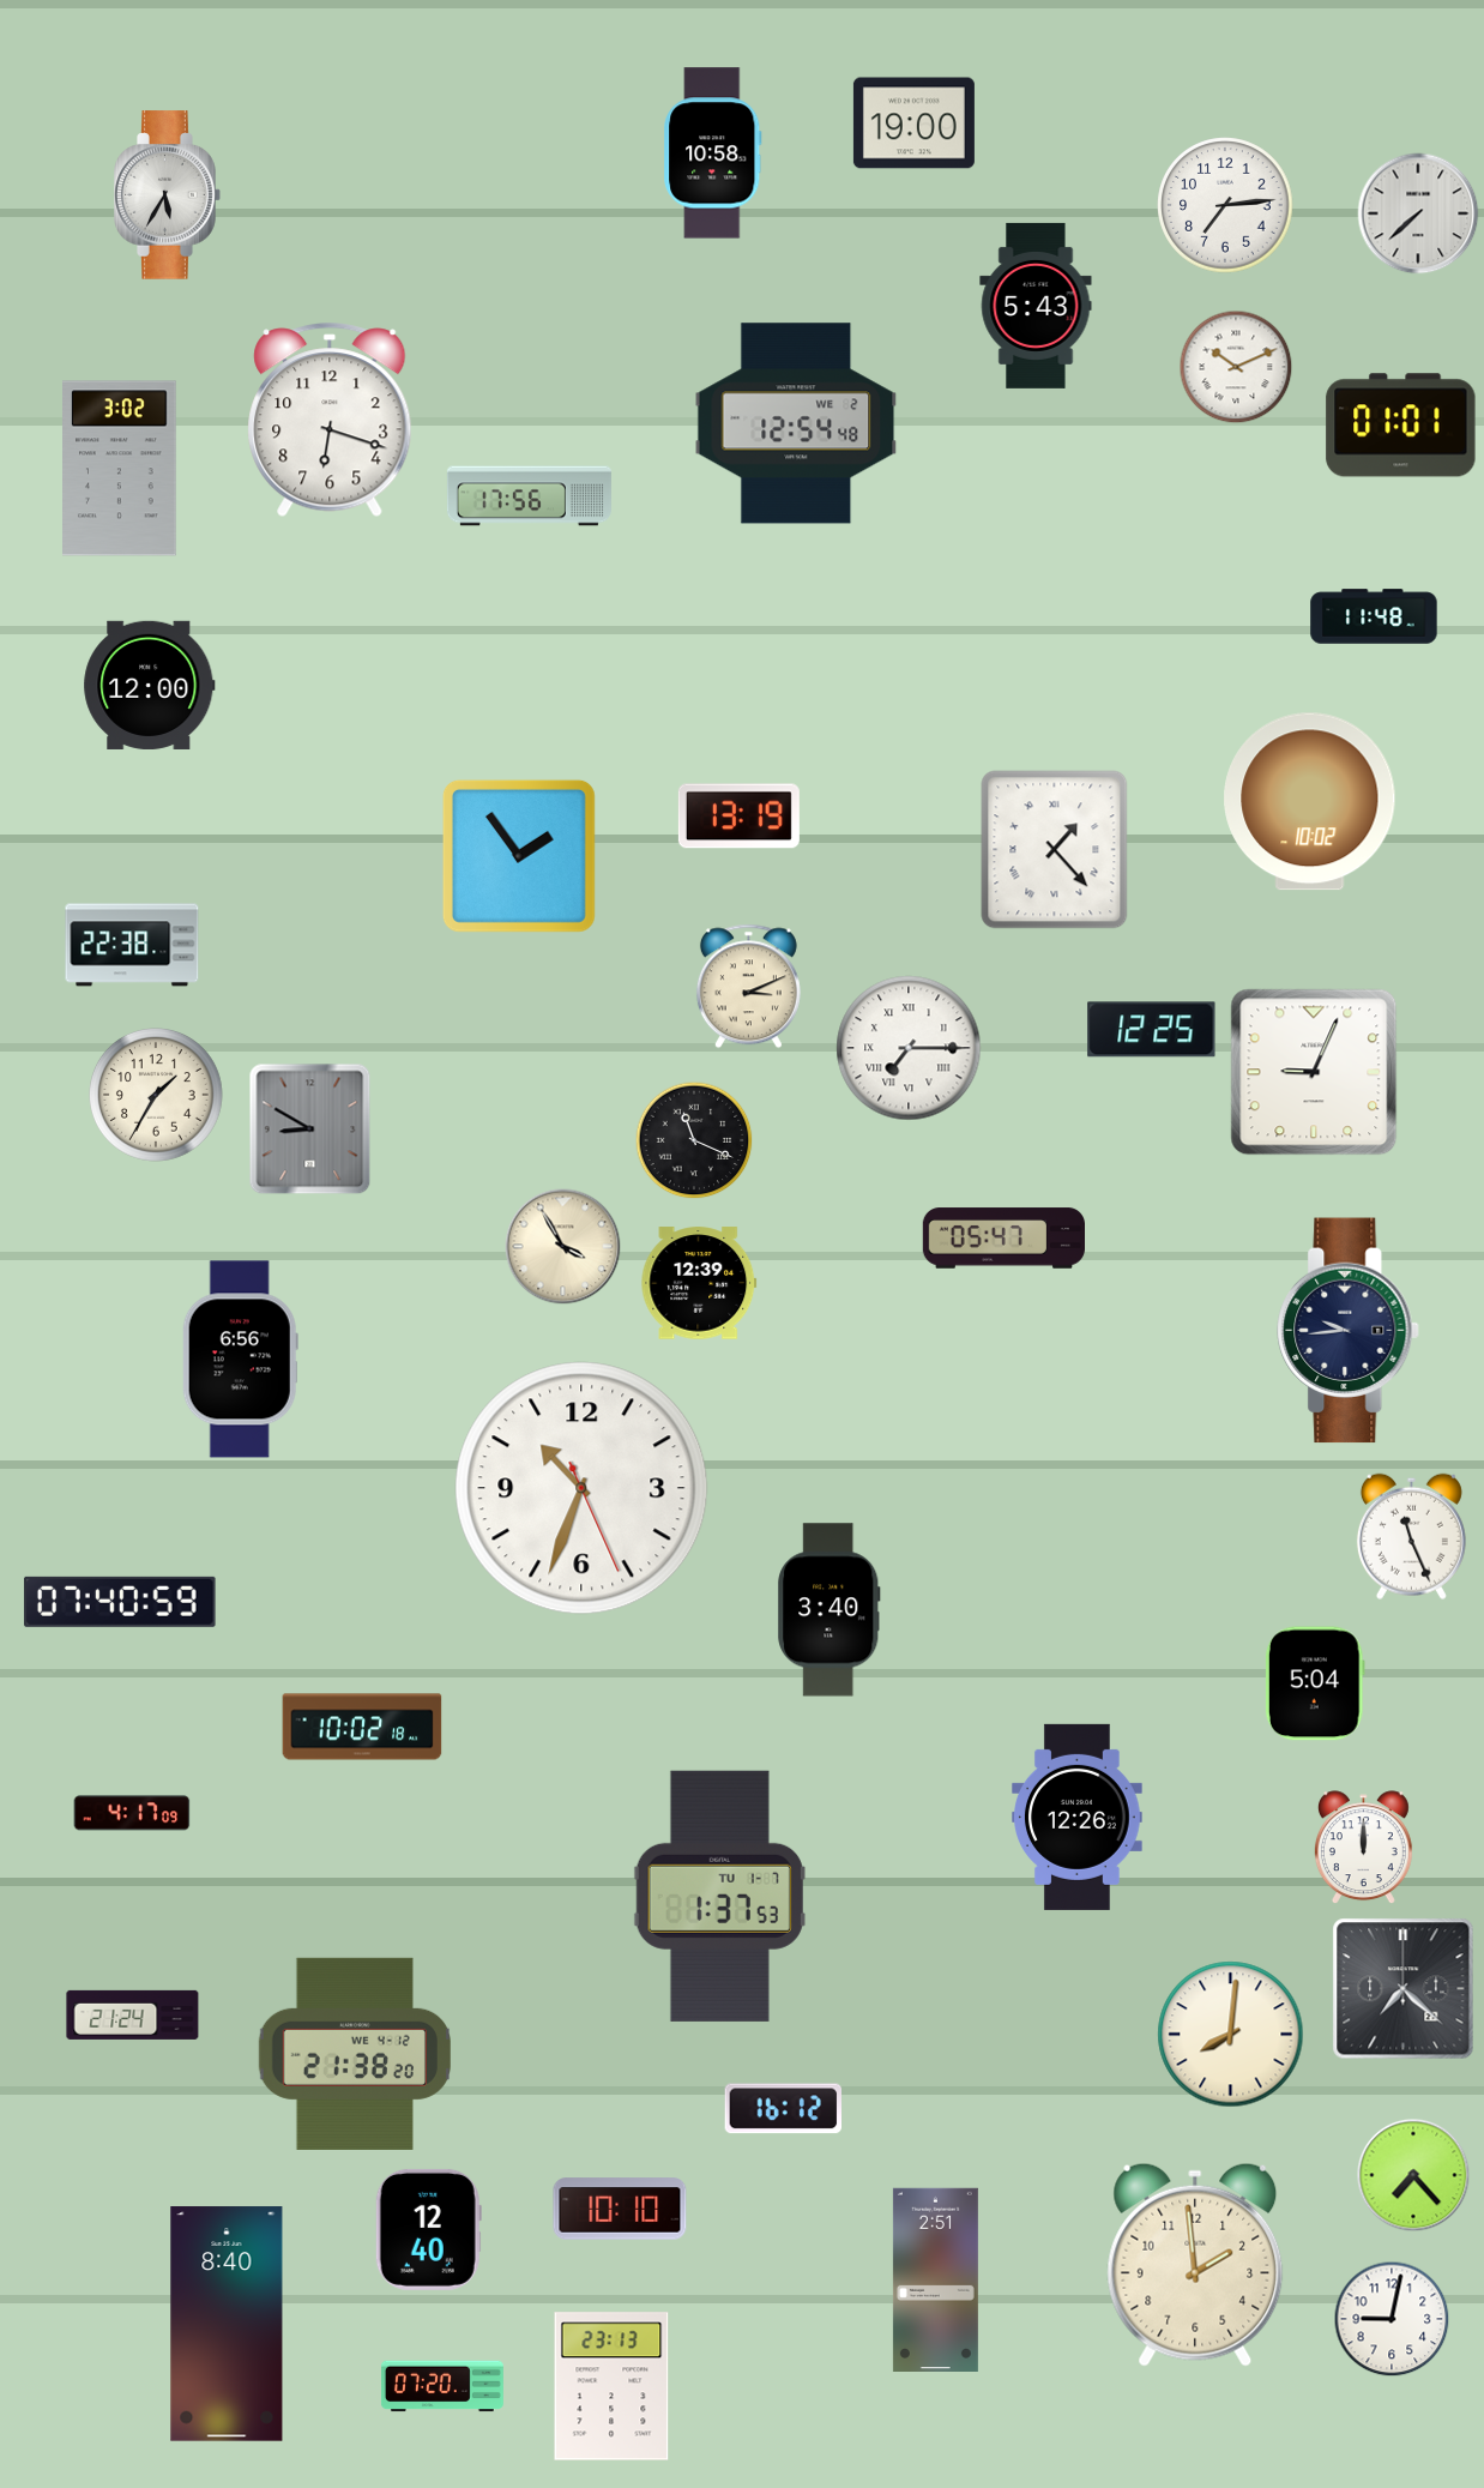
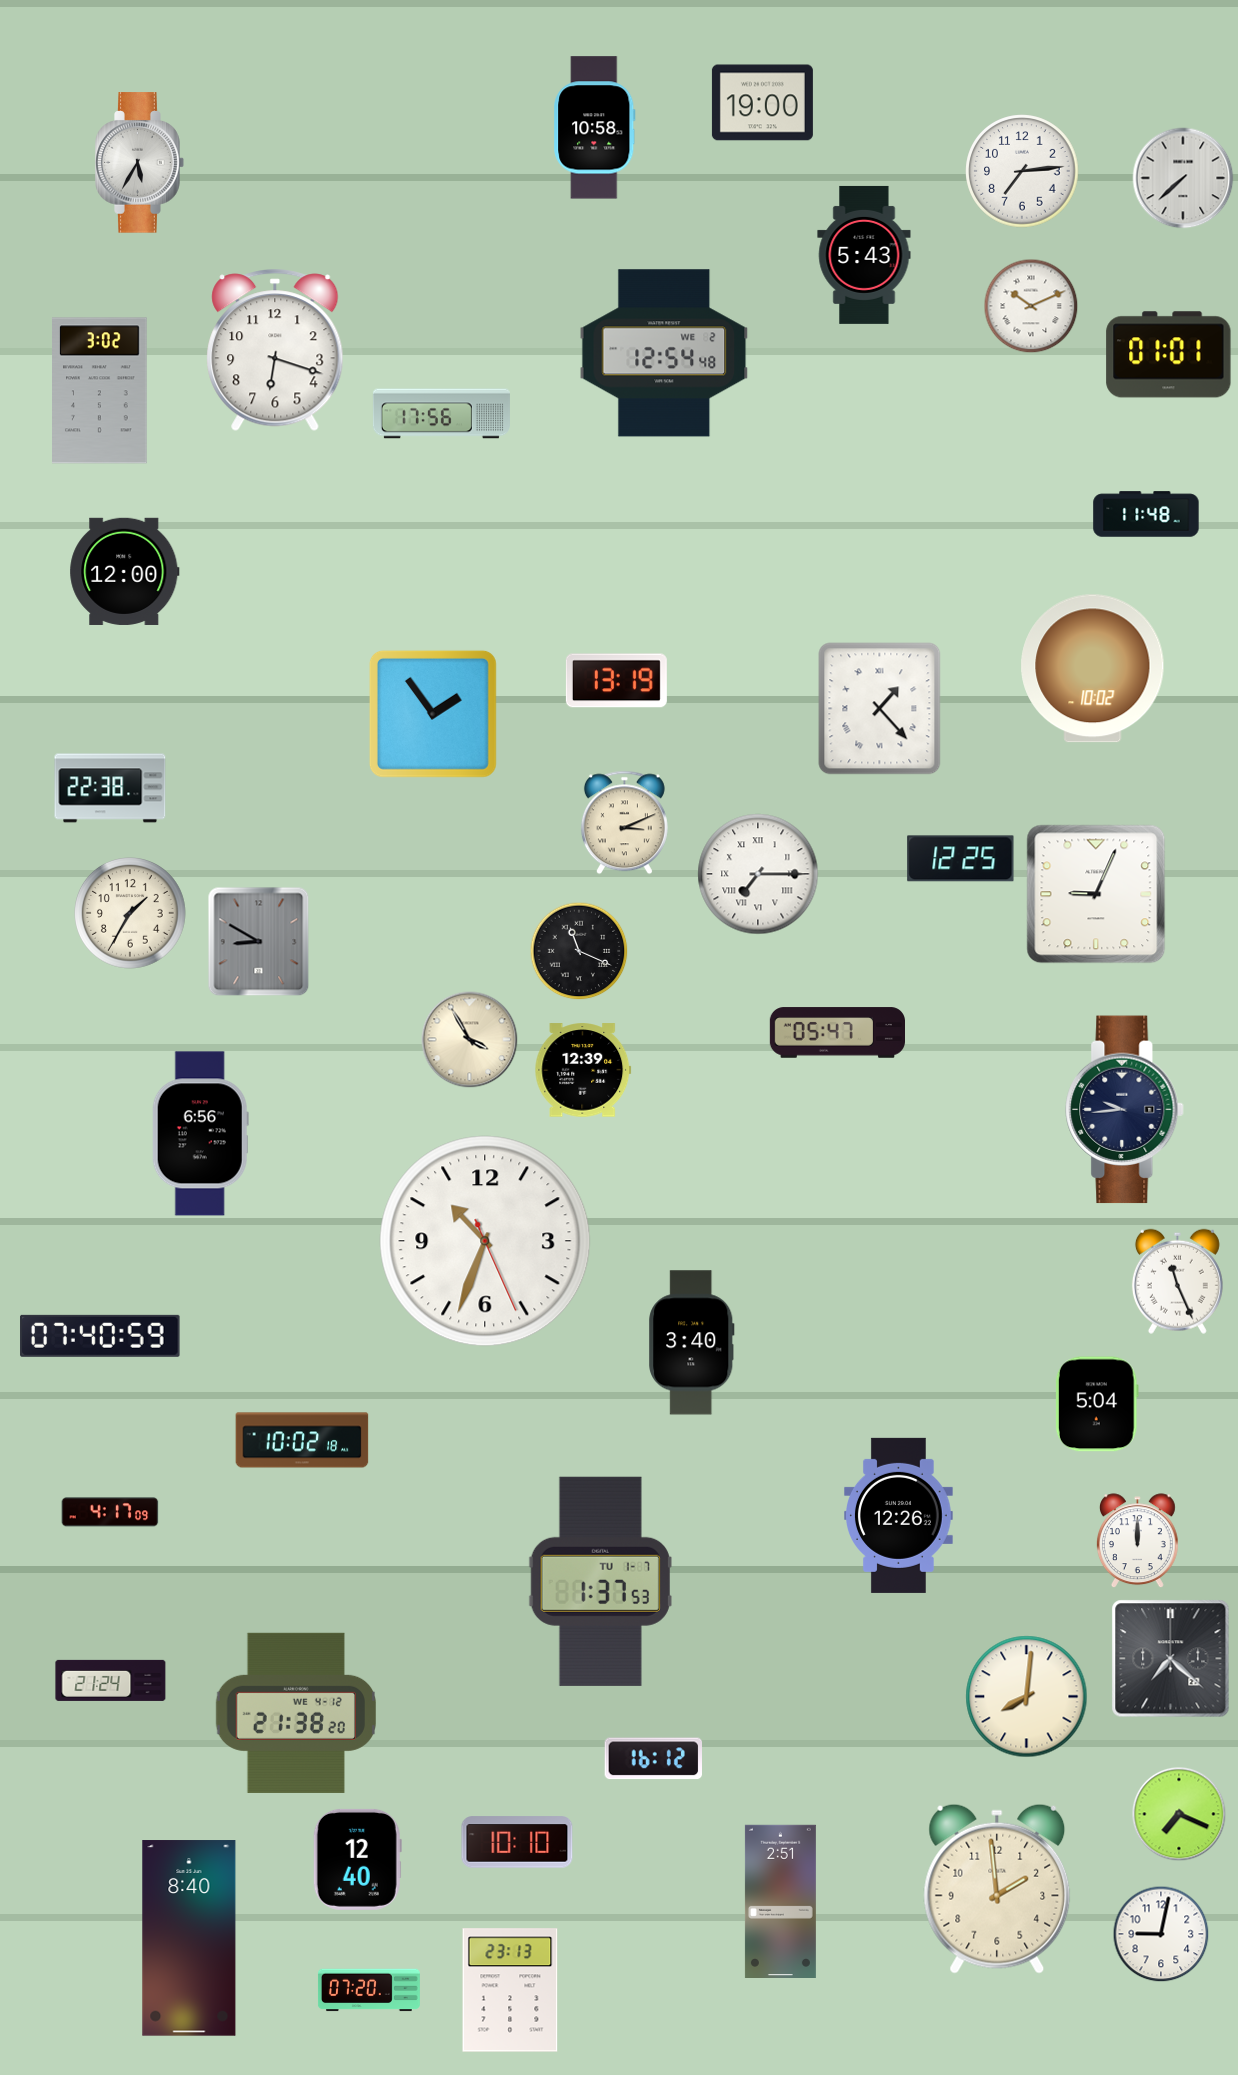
clock at (1413, 2175): 7:23 -> 7:19
